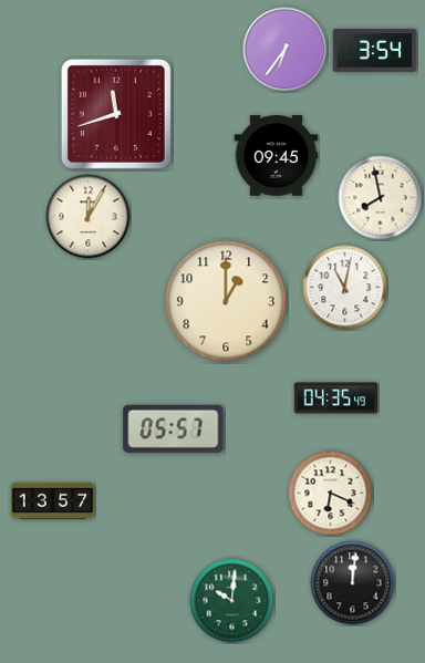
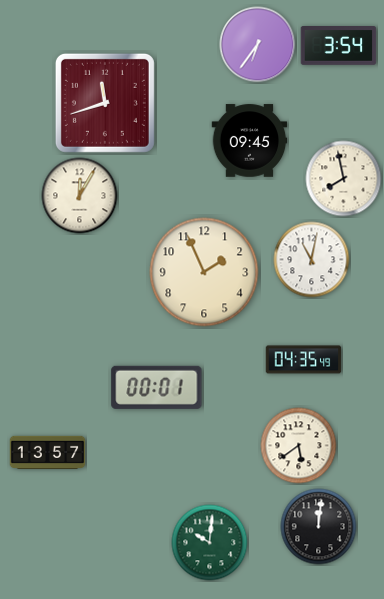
clock at (226, 301): 1:00 -> 1:56
clock at (174, 428): 05:57 -> 00:01
clock at (331, 494): 6:19 -> 5:39
